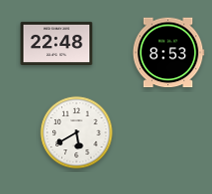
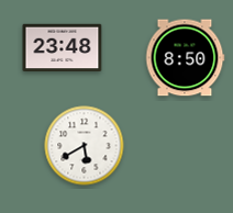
clock at (57, 44): 22:48 -> 23:48
clock at (168, 53): 8:53 -> 8:50
